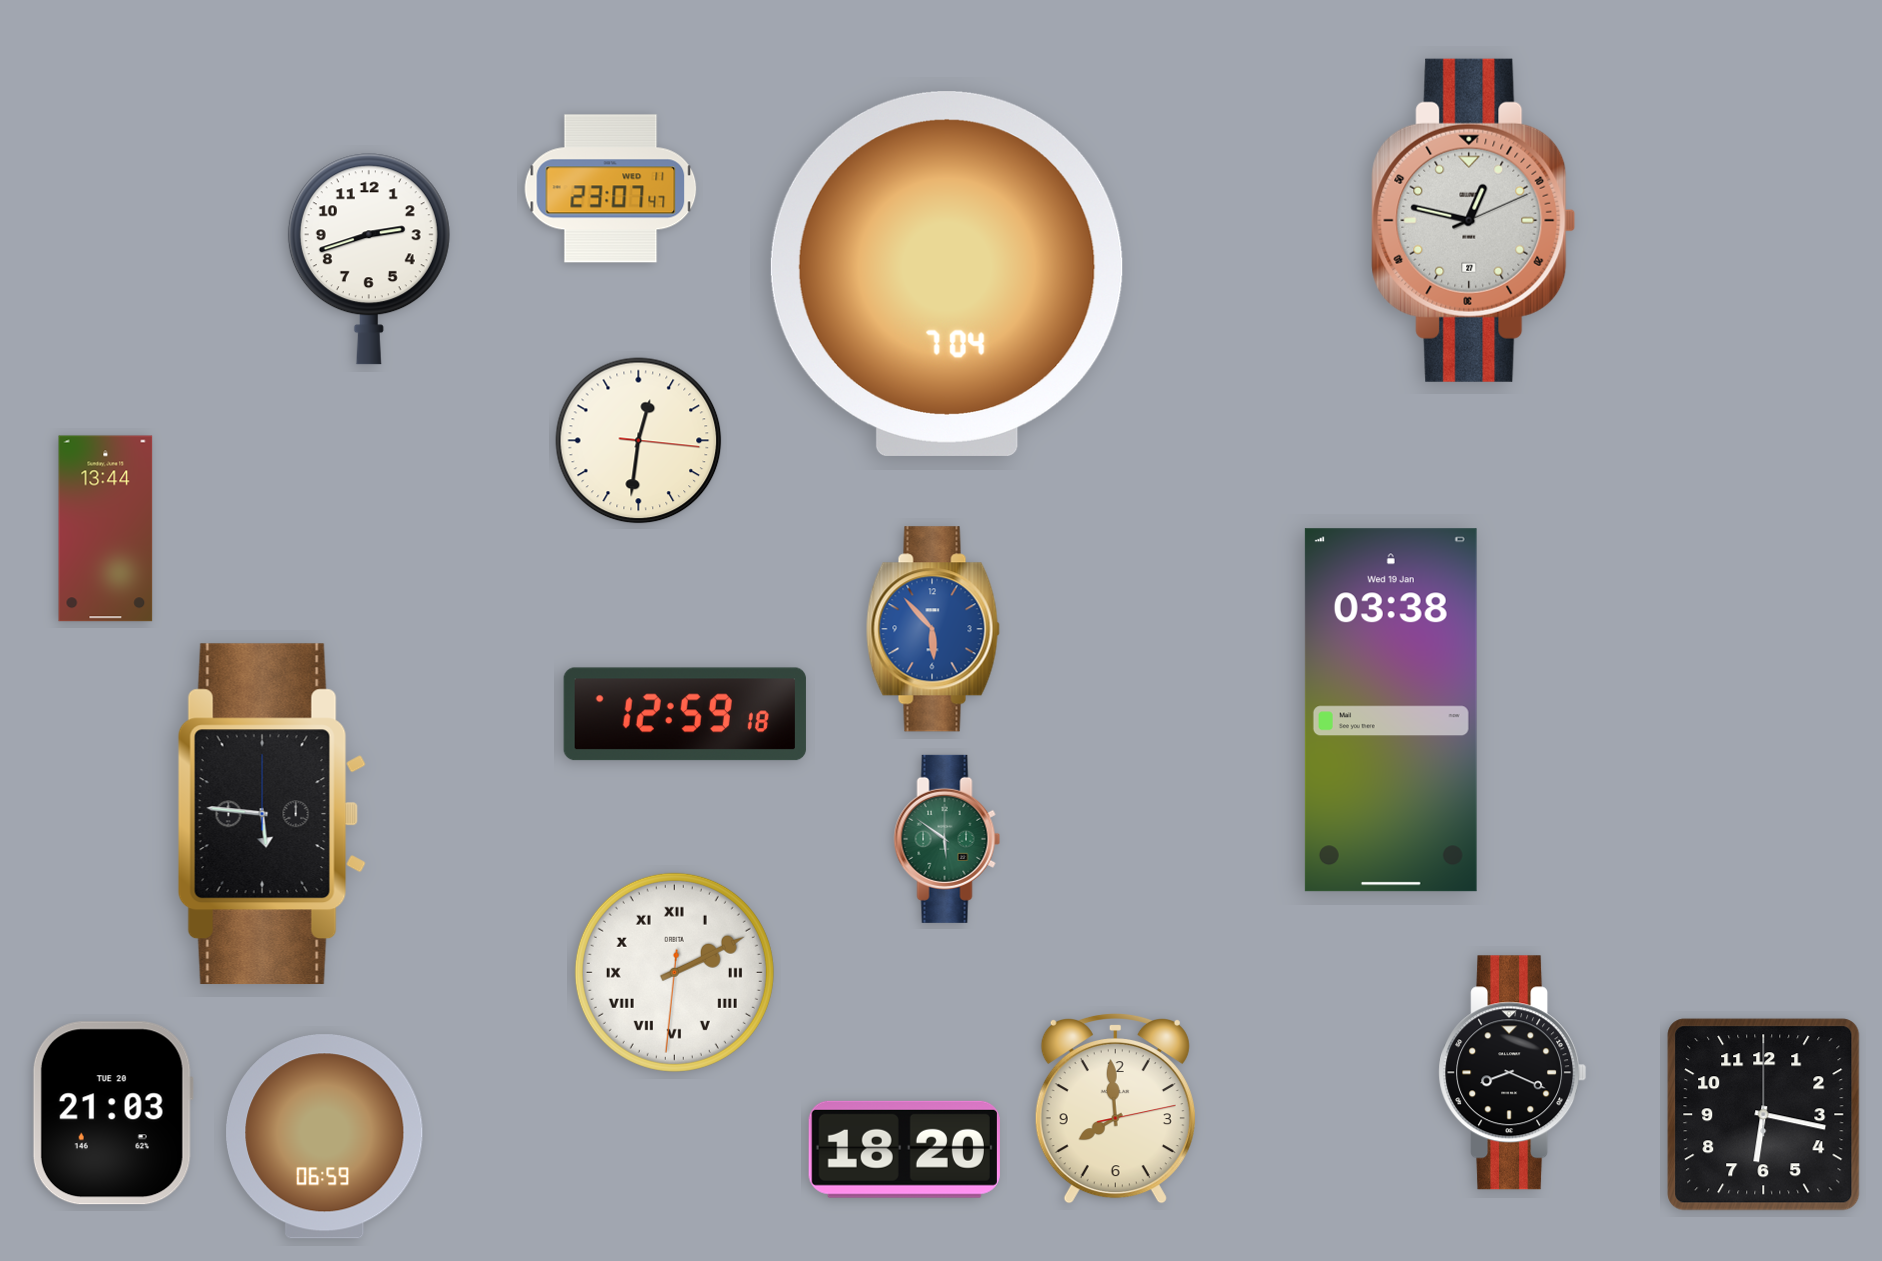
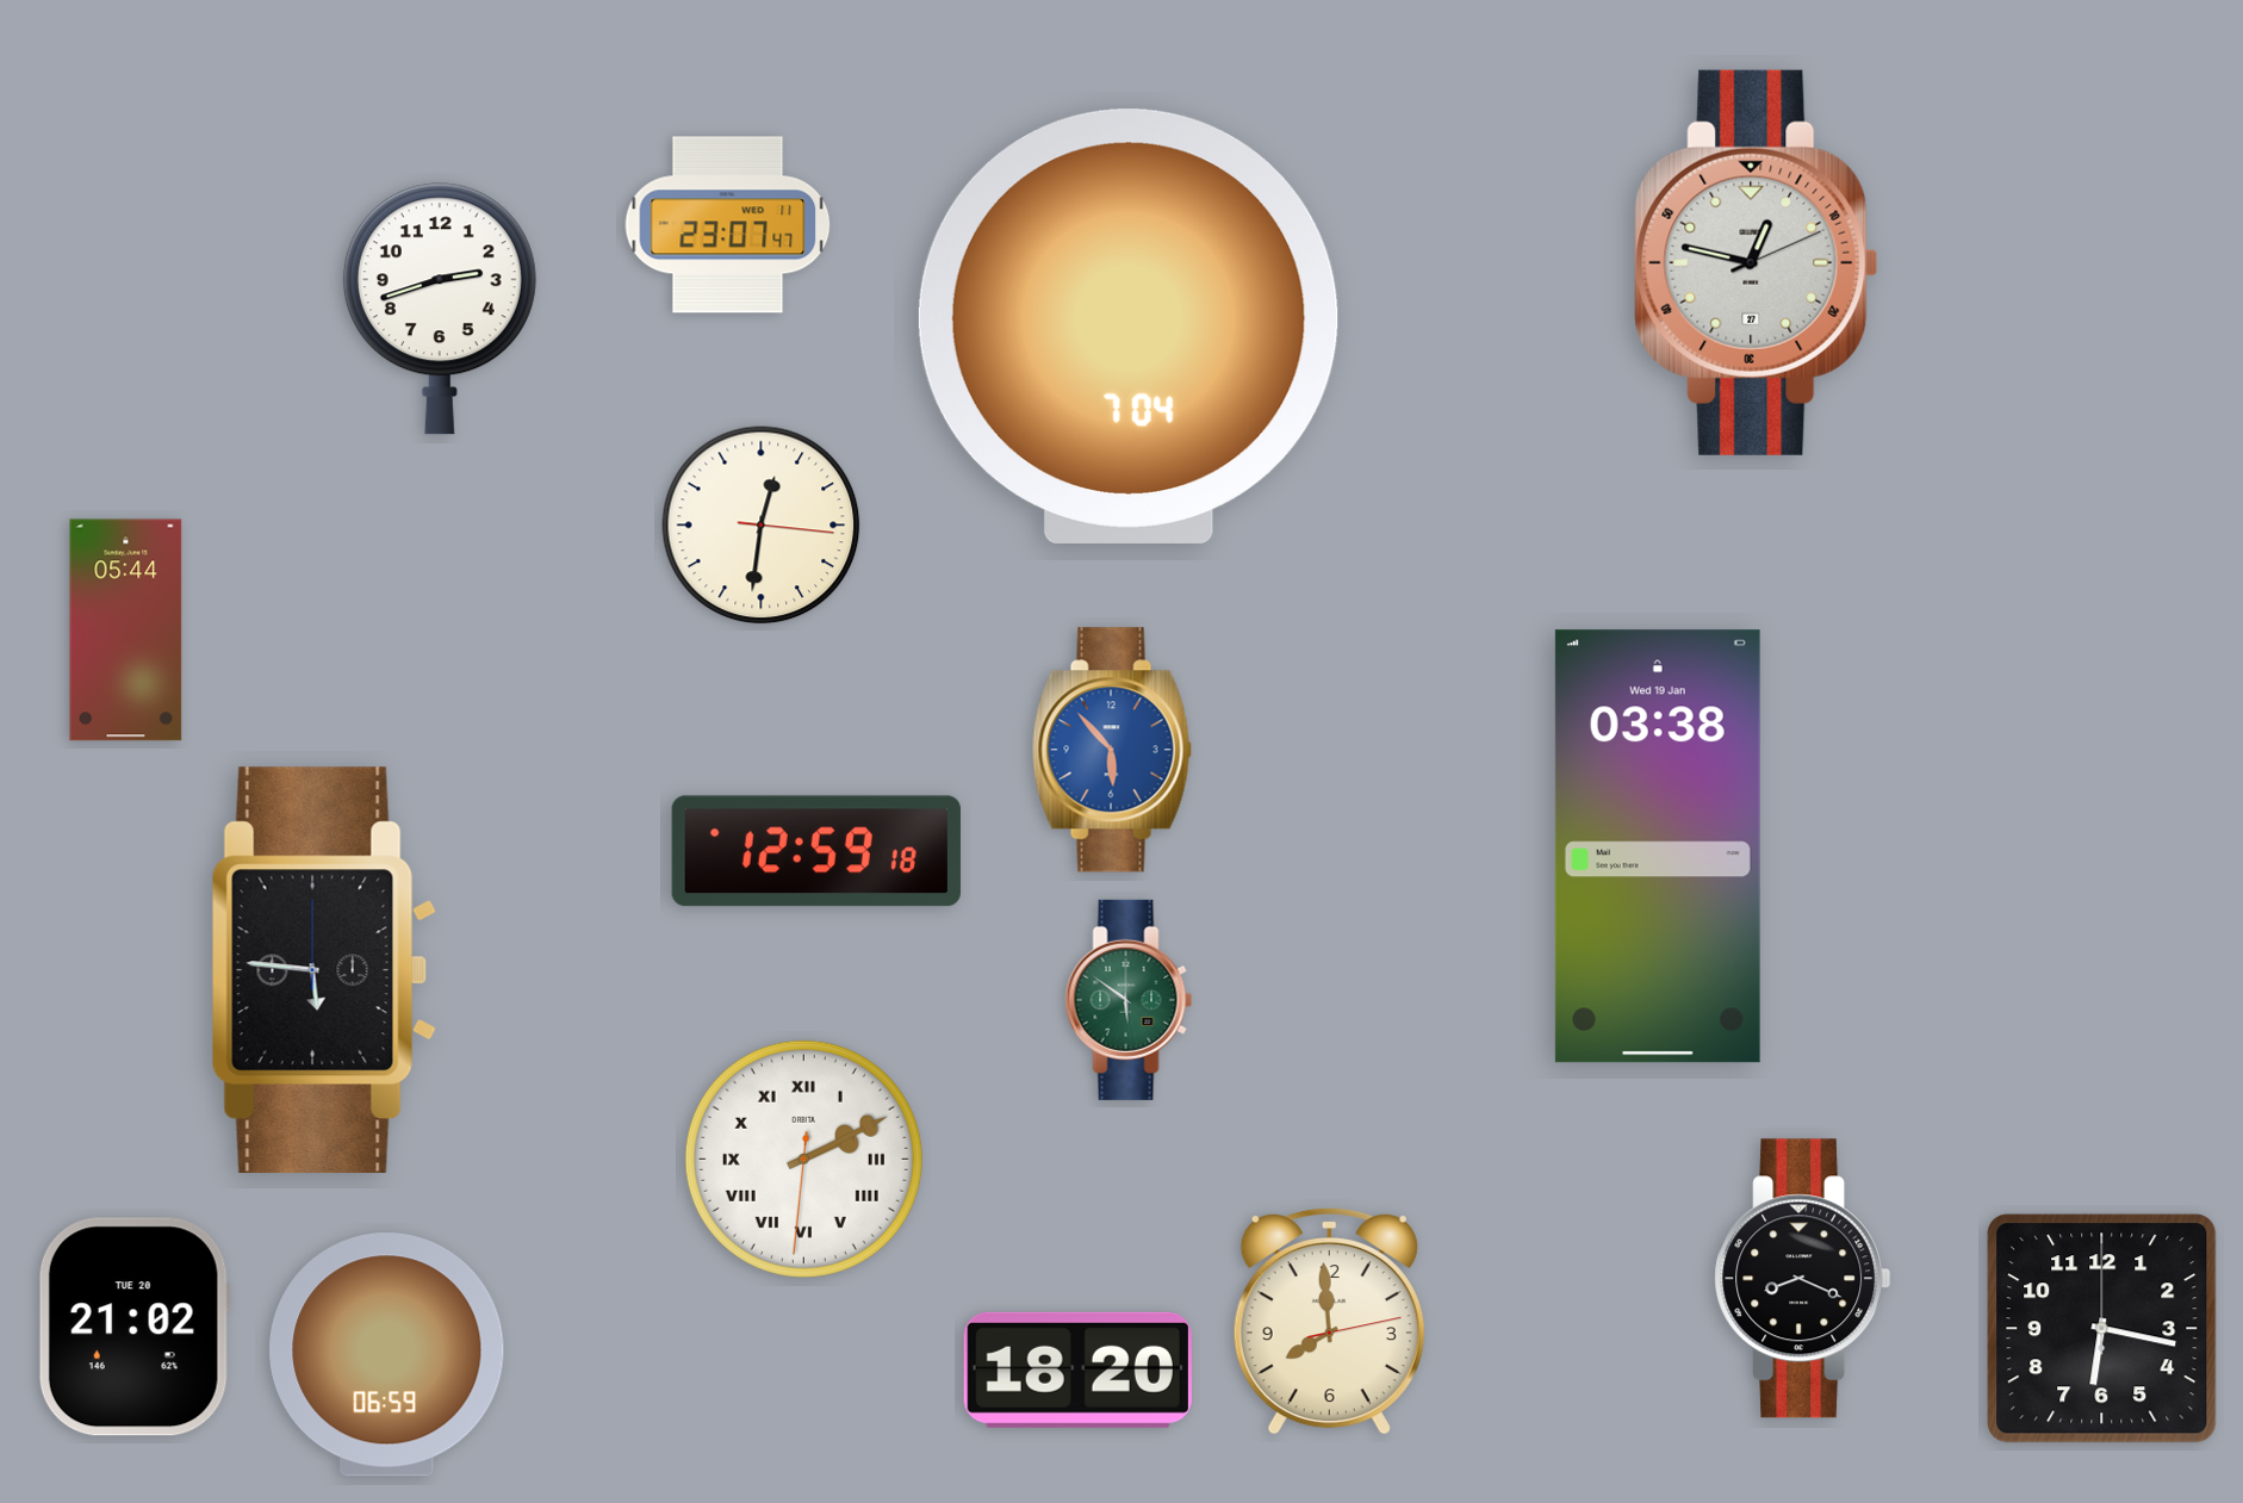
clock at (106, 529): 13:44 -> 05:44
clock at (113, 1113): 21:03 -> 21:02
